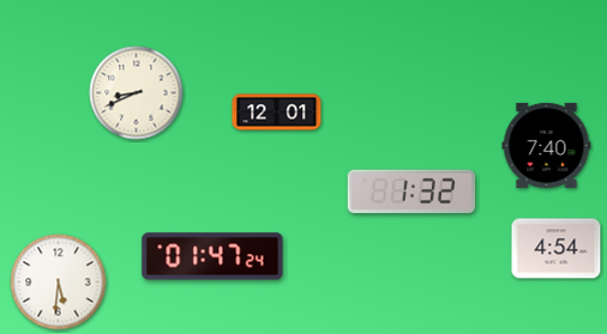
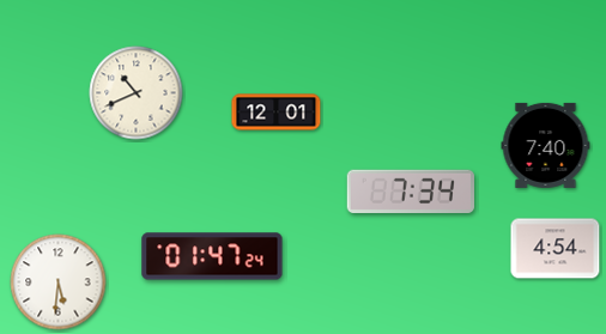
clock at (137, 93): 8:41 -> 10:41
clock at (410, 192): 1:32 -> 7:34
